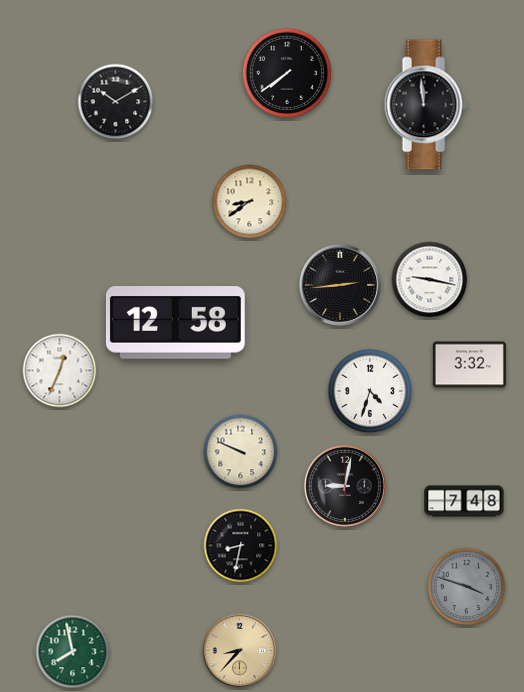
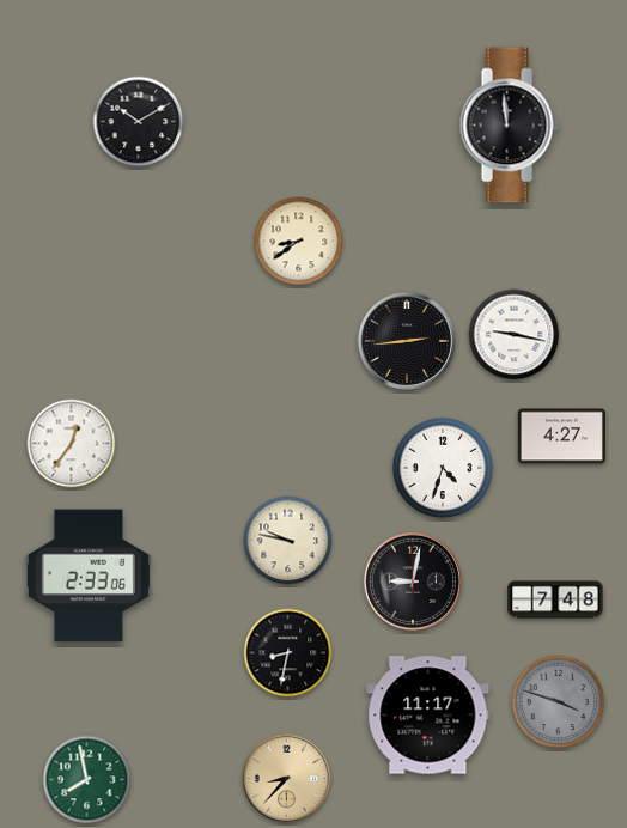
clock at (287, 73): 7:39 -> none
clock at (175, 323): 12:58 -> none
clock at (469, 365): 3:32 -> 4:27
clock at (60, 371): 12:34 -> 12:36
clock at (241, 452): 9:49 -> 9:47
clock at (89, 576): none -> 2:33
clock at (428, 716): none -> 11:17
